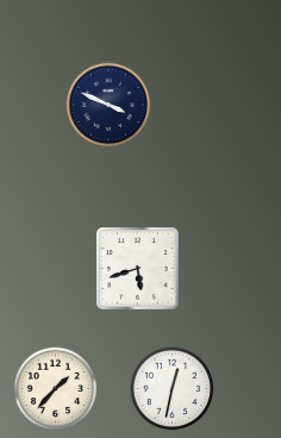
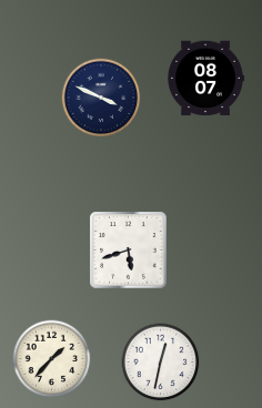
clock at (205, 79): none -> 08:07
clock at (56, 389) position: (56, 389) -> (52, 359)
